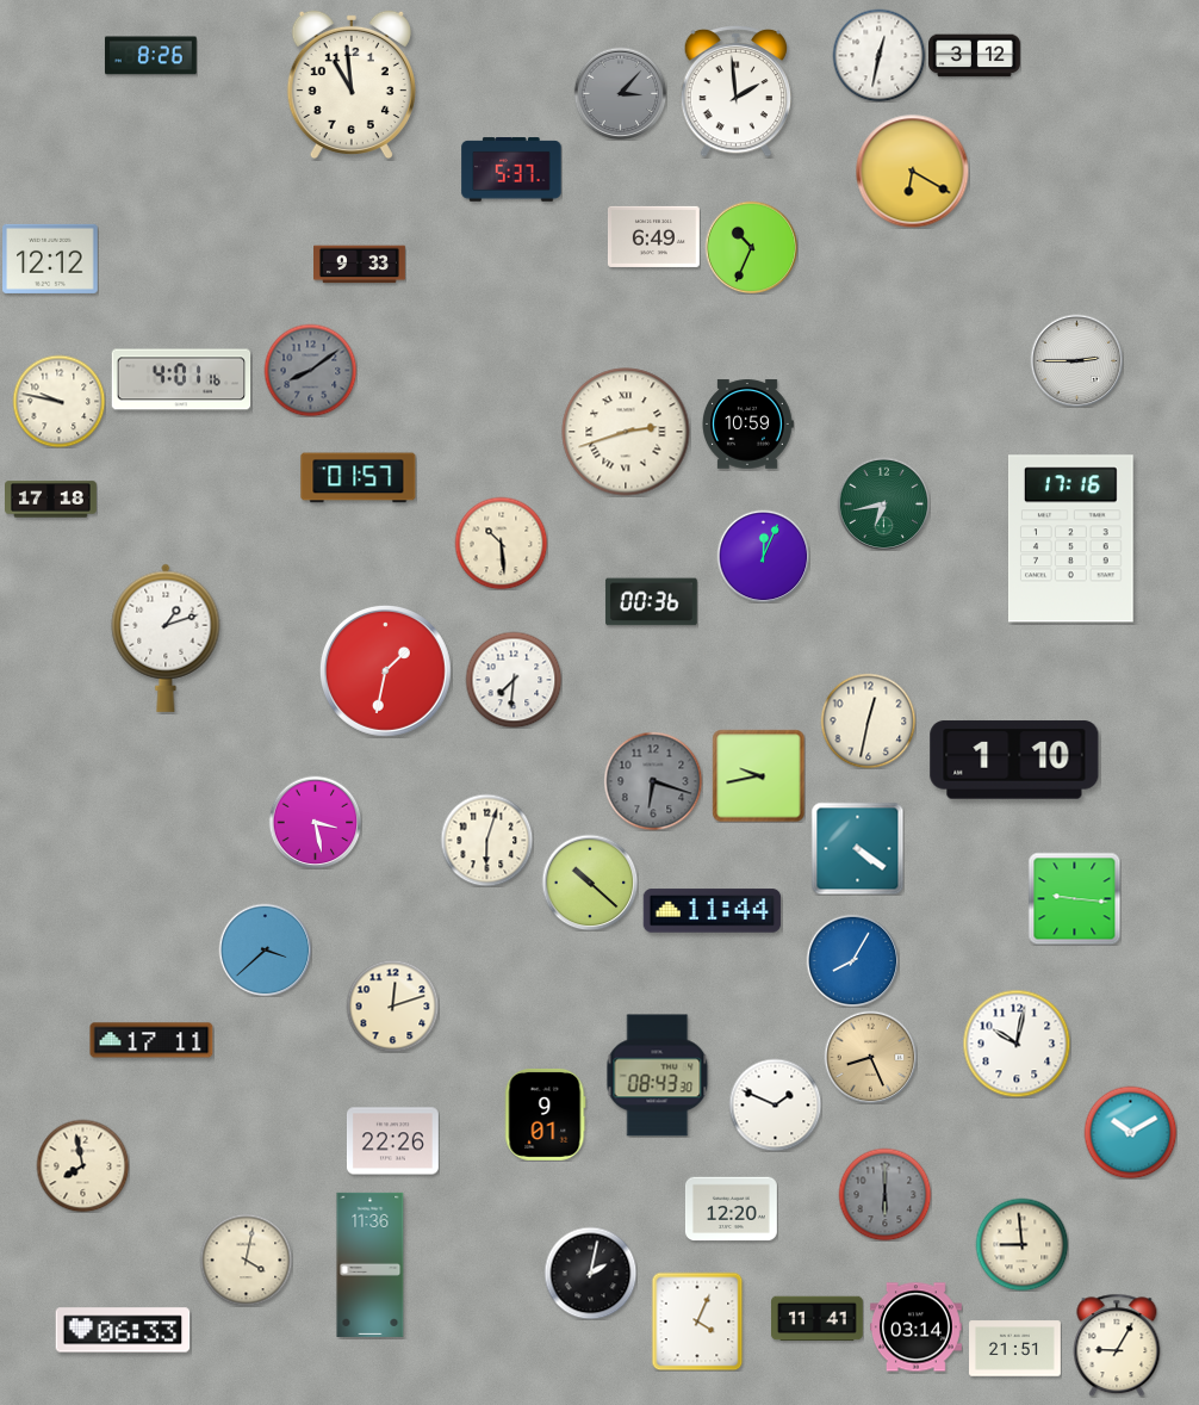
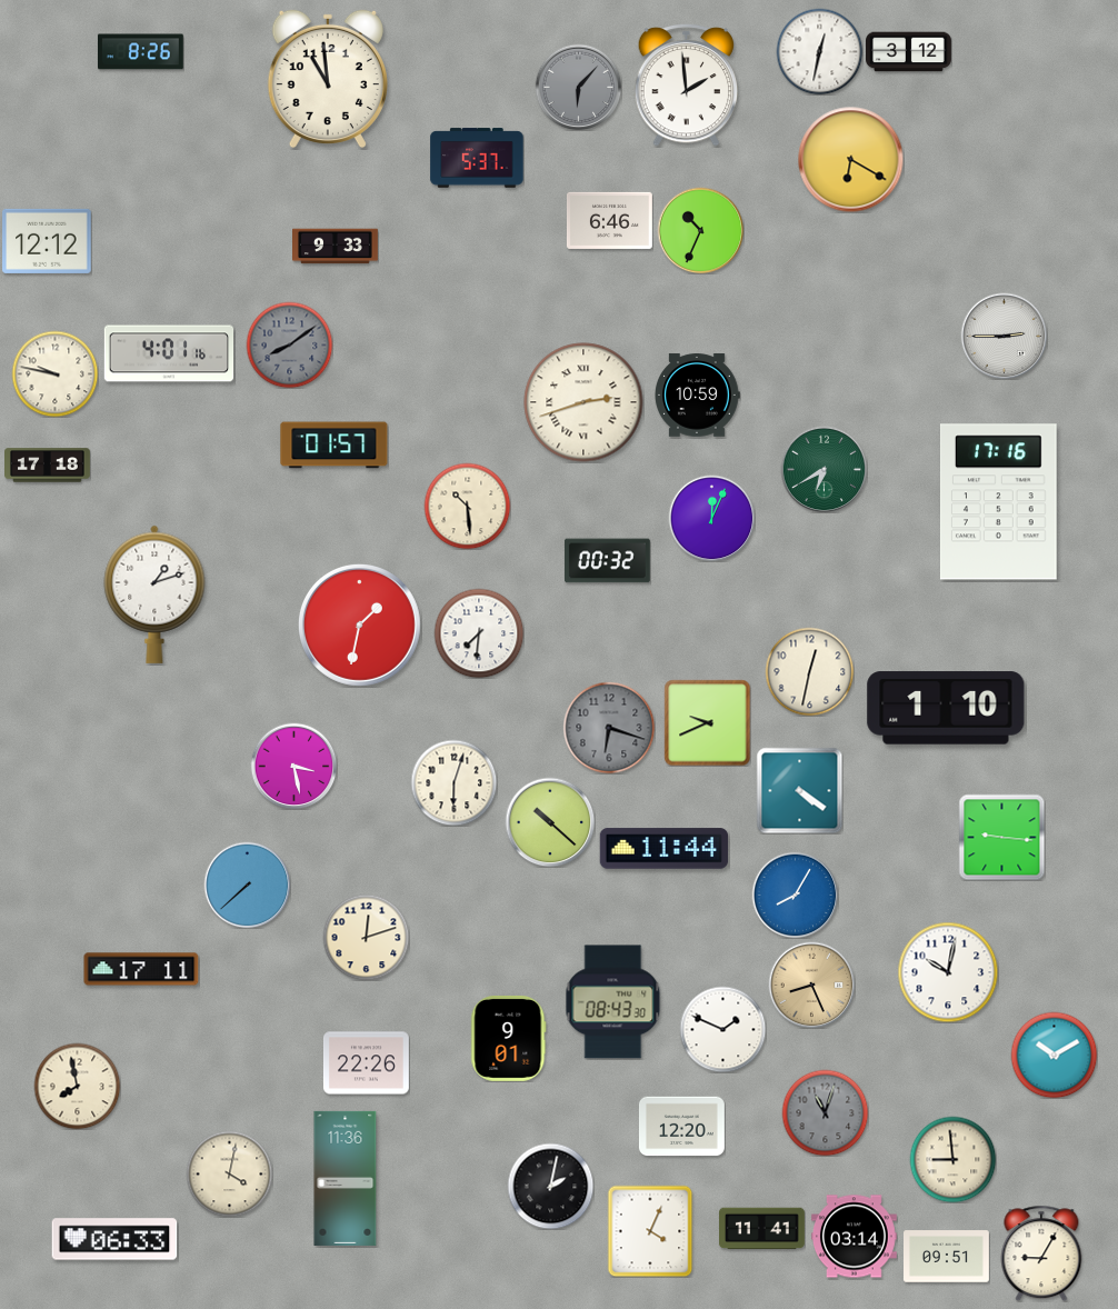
clock at (620, 93): 3:07 -> 6:07
clock at (654, 236): 6:49 -> 6:46
clock at (883, 503): 6:43 -> 6:40
clock at (651, 602): 00:36 -> 00:32
clock at (758, 775): 9:43 -> 9:41
clock at (265, 949): 3:38 -> 7:38
clock at (884, 1194): 6:00 -> 11:03
clock at (1015, 1349): 21:51 -> 09:51
